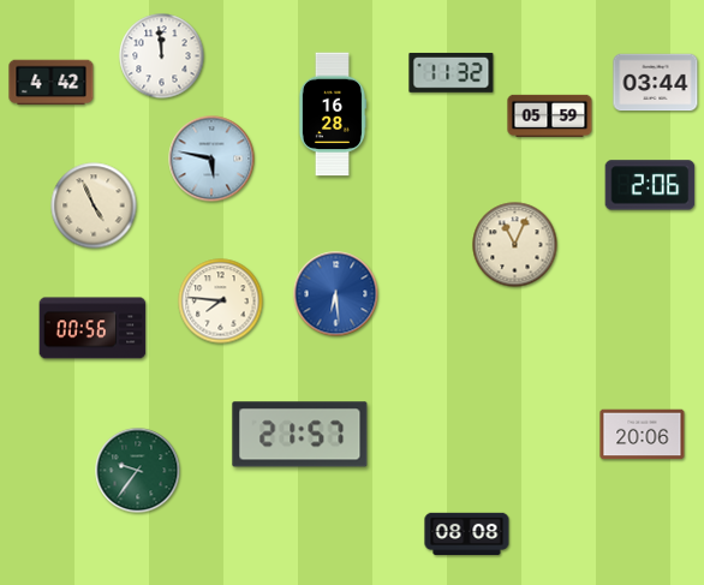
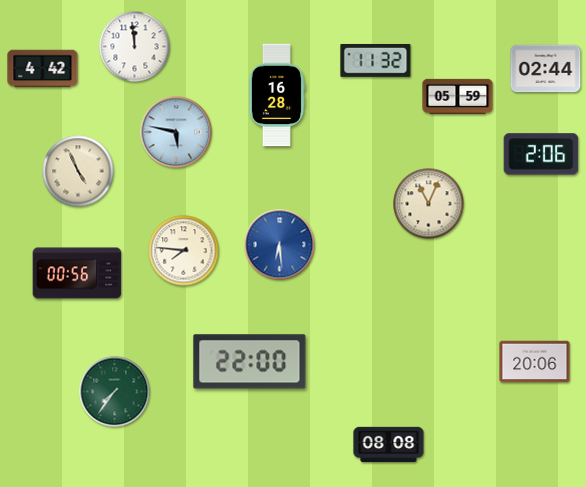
clock at (656, 83): 03:44 -> 02:44
clock at (300, 435): 21:57 -> 22:00
clock at (138, 471): 9:36 -> 7:36
